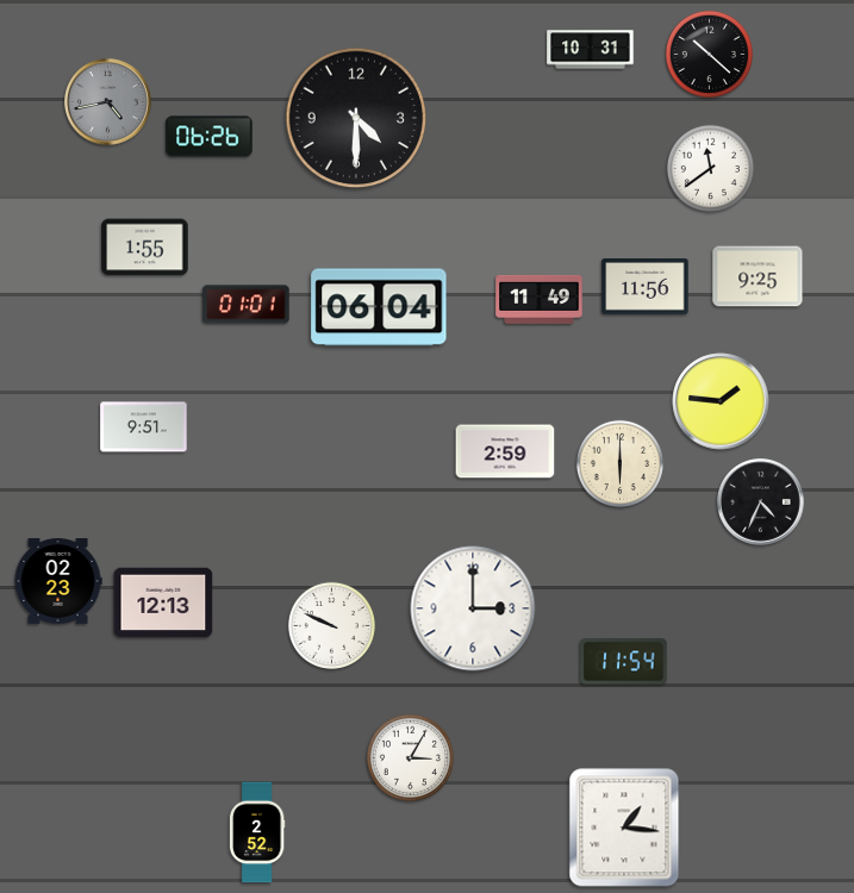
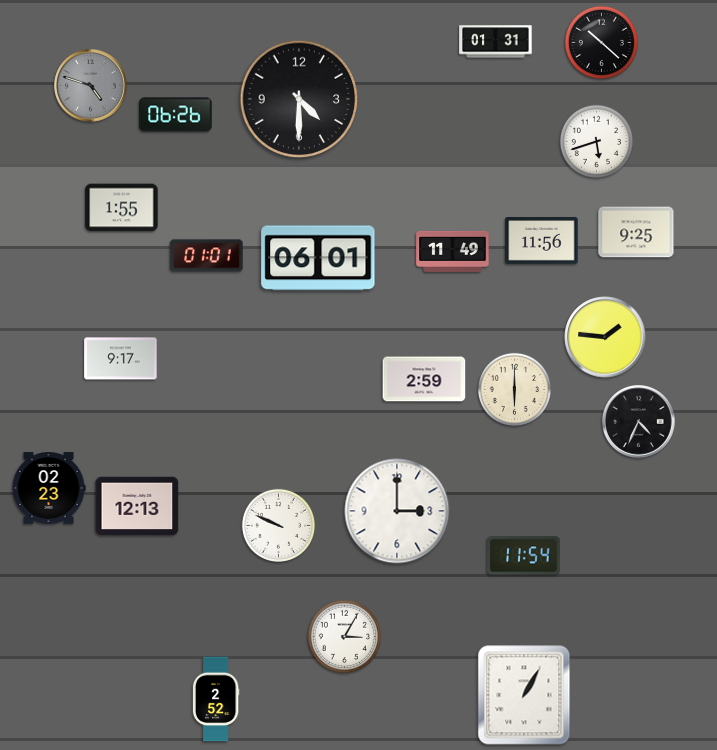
clock at (591, 50): 10:31 -> 01:31
clock at (709, 54) position: (709, 54) -> (601, 42)
clock at (108, 102): 4:43 -> 4:48
clock at (710, 168): 11:39 -> 5:42
clock at (379, 307): 06:04 -> 06:01
clock at (144, 427): 9:51 -> 9:17
clock at (619, 463) position: (619, 463) -> (514, 389)
clock at (624, 828): 1:16 -> 1:05
